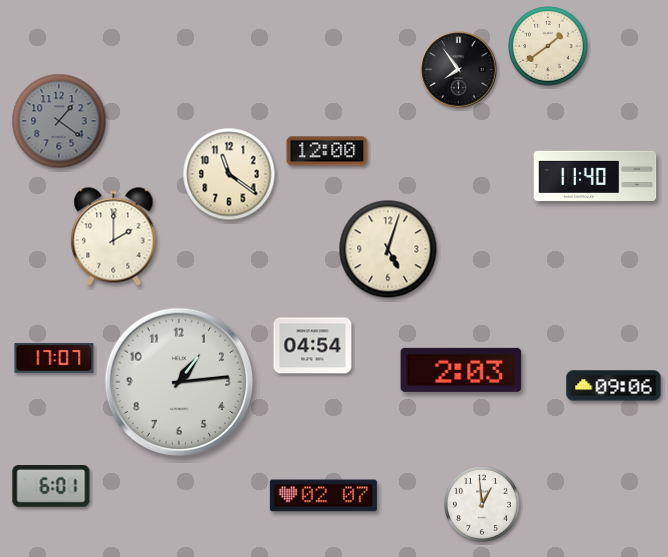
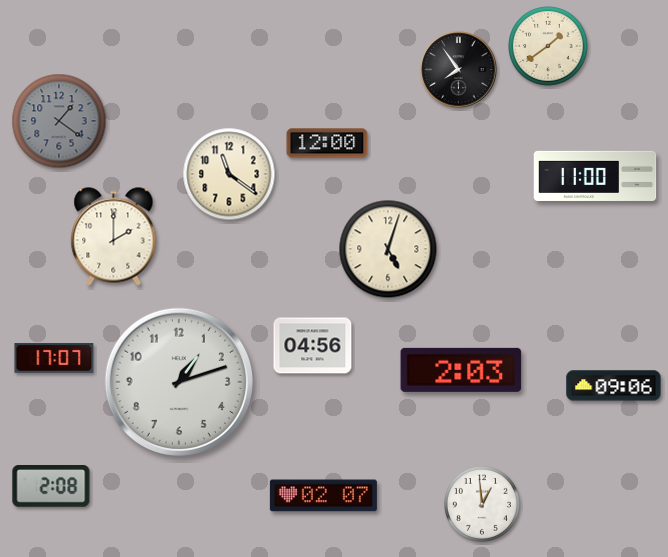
clock at (327, 151) position: (327, 151) -> (327, 143)
clock at (595, 176): 11:40 -> 11:00
clock at (313, 346): 04:54 -> 04:56
clock at (179, 382): 1:14 -> 1:12
clock at (51, 487): 6:01 -> 2:08
